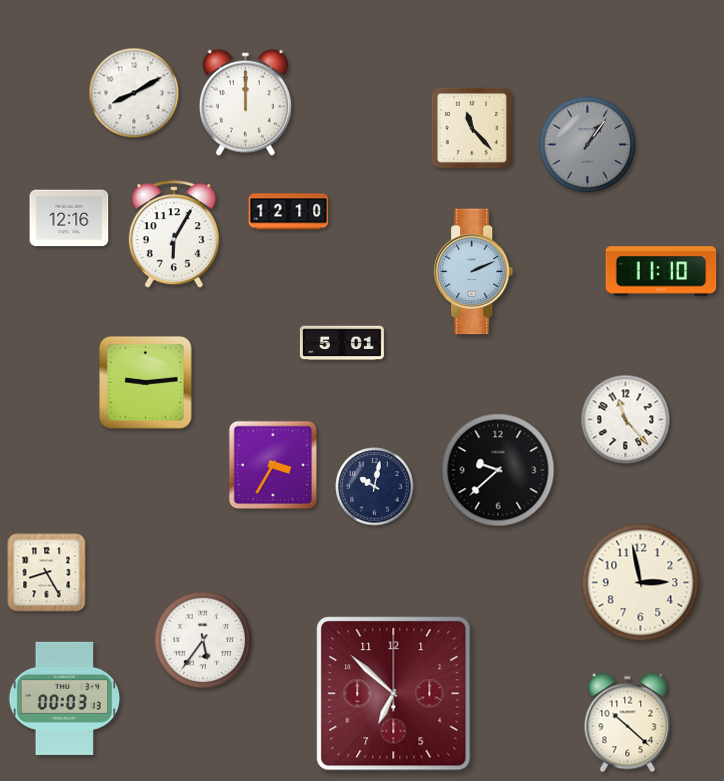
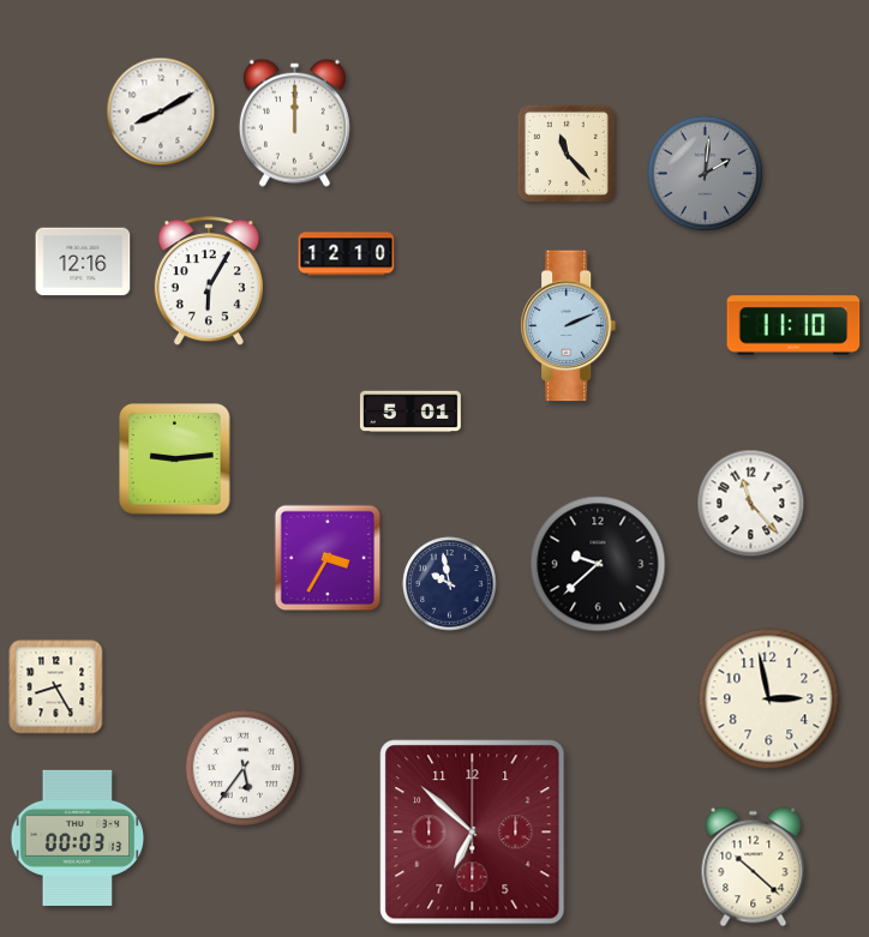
clock at (588, 145): 1:06 -> 2:01
clock at (375, 487): 10:02 -> 9:58
